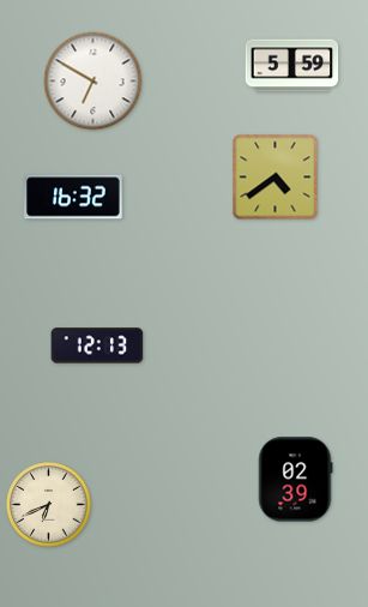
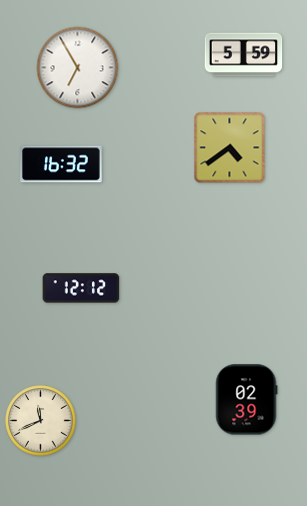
clock at (93, 82): 6:50 -> 6:55
clock at (97, 345): 12:13 -> 12:12
clock at (49, 505): 6:41 -> 11:41
